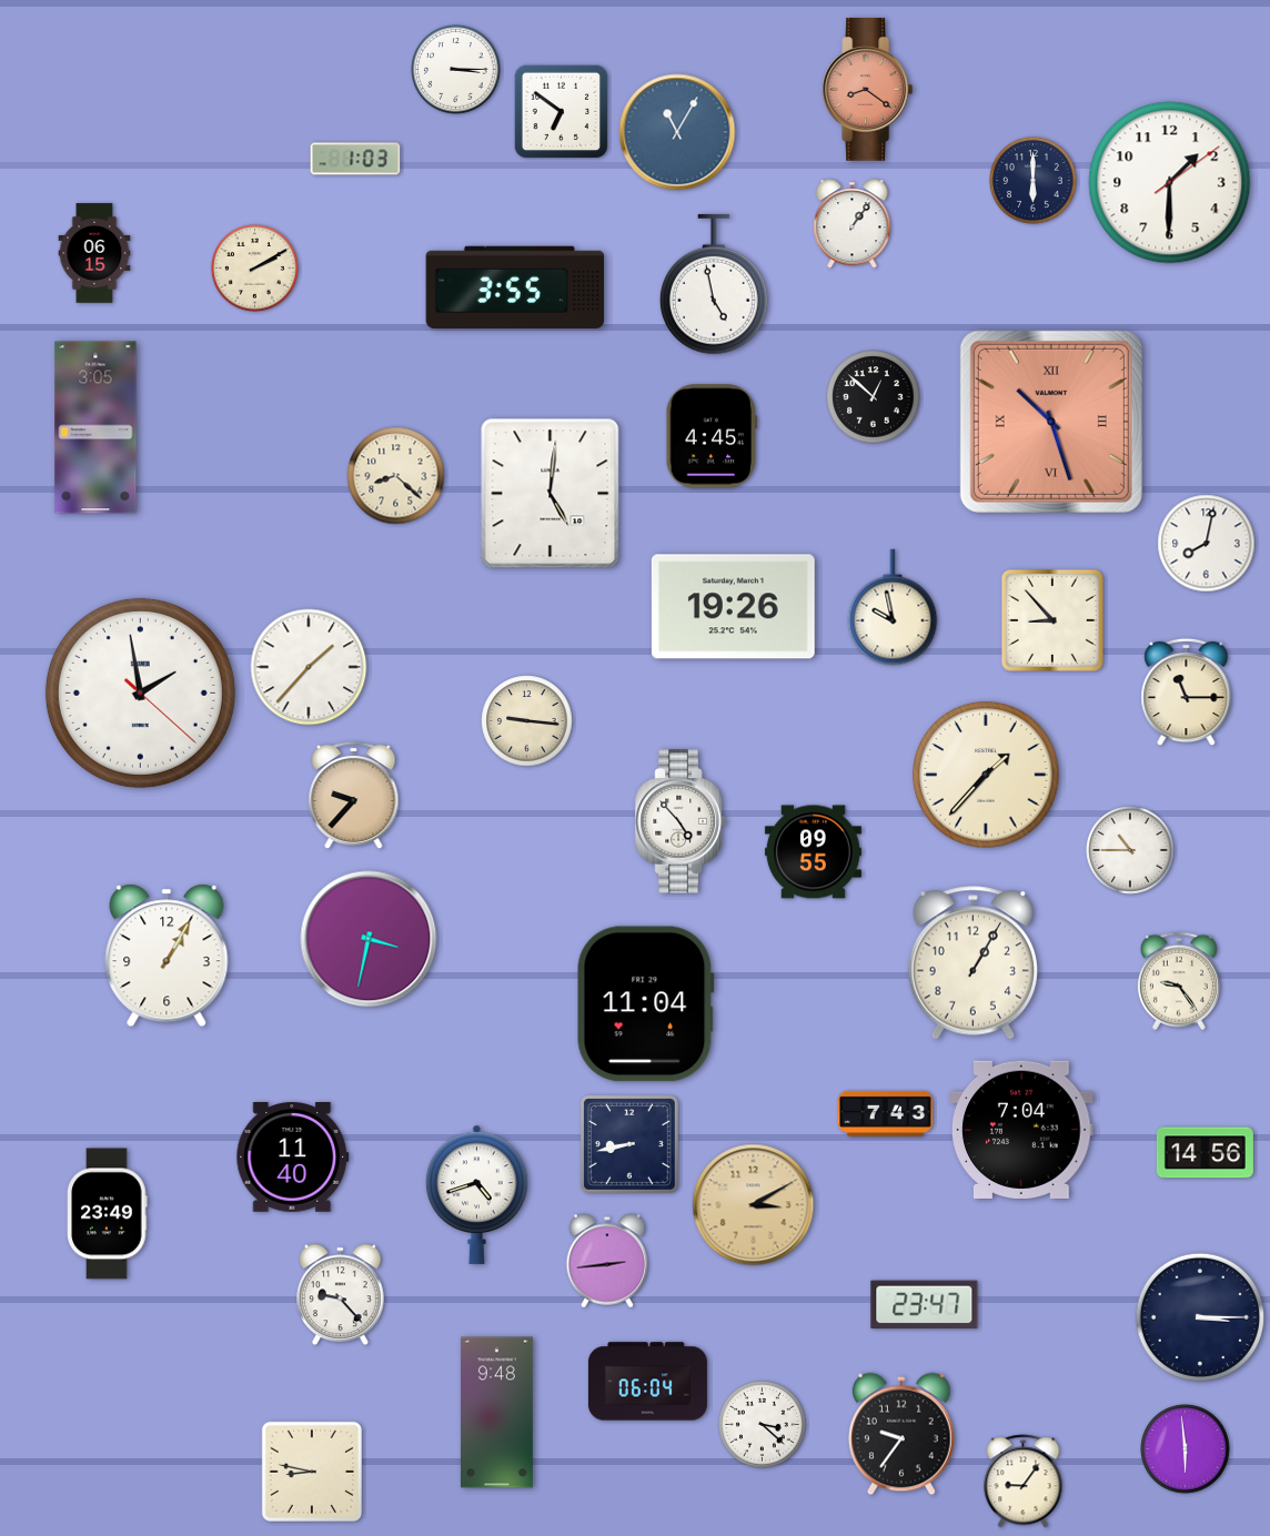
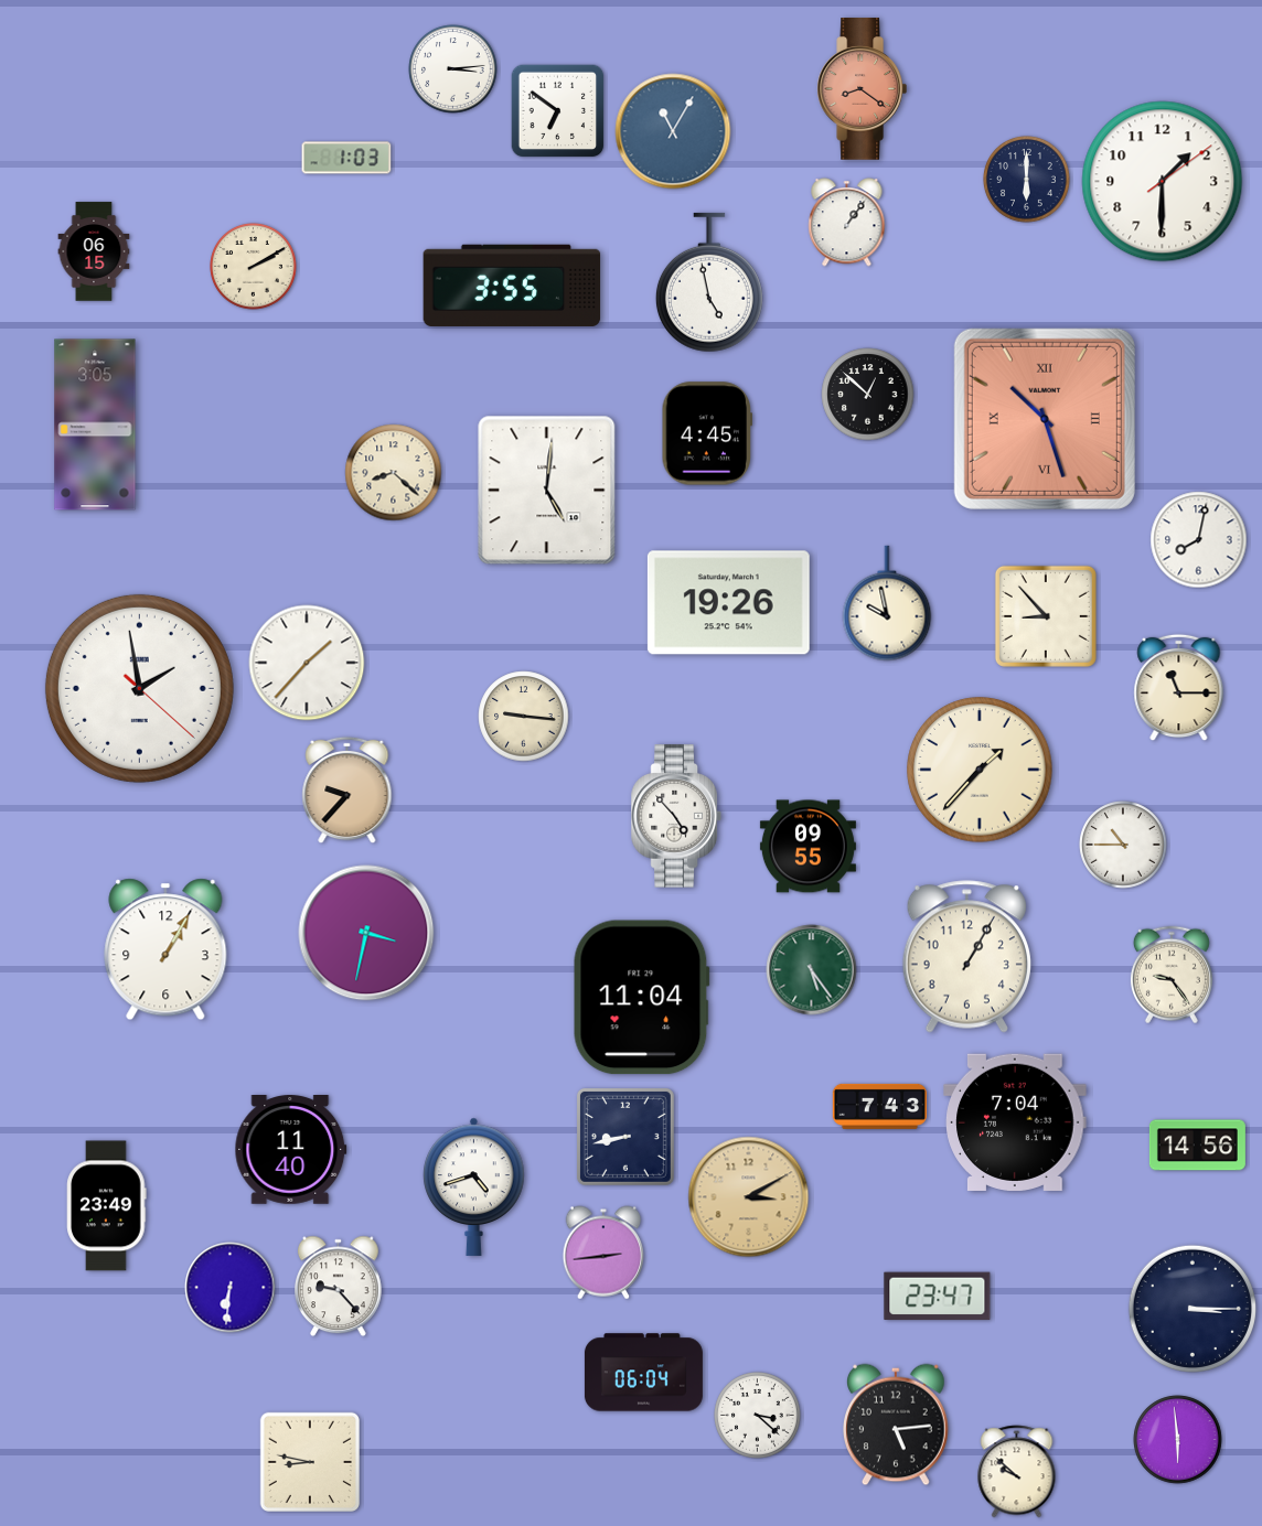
clock at (456, 70): 3:15 -> 3:14
clock at (355, 159) position: (355, 159) -> (346, 158)
clock at (354, 796) position: (354, 796) -> (347, 791)
clock at (812, 970): none -> 5:24
clock at (231, 1288): none -> 6:31
clock at (925, 1305) position: (925, 1305) -> (938, 1297)
clock at (496, 1413): 9:48 -> none
clock at (903, 1434): 9:36 -> 5:14
clock at (1024, 1482): 9:06 -> 9:52
